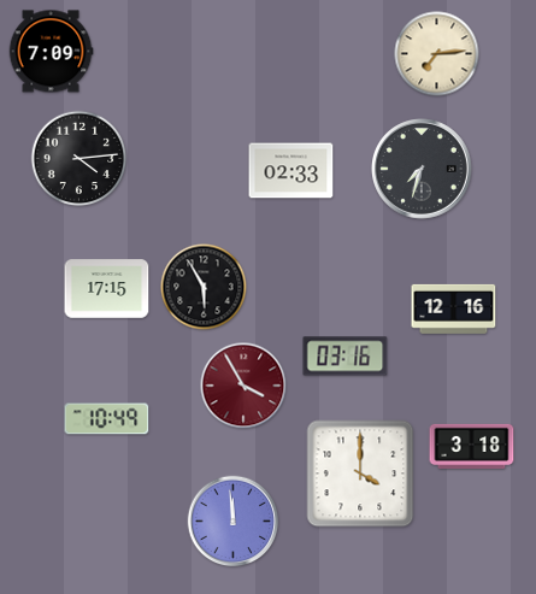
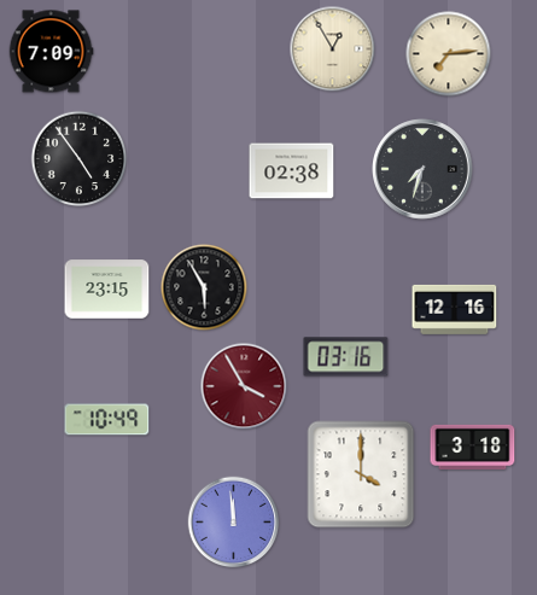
clock at (333, 49): none -> 12:55
clock at (437, 54) position: (437, 54) -> (449, 54)
clock at (79, 159): 4:14 -> 4:54
clock at (291, 171): 02:33 -> 02:38
clock at (107, 289): 17:15 -> 23:15
